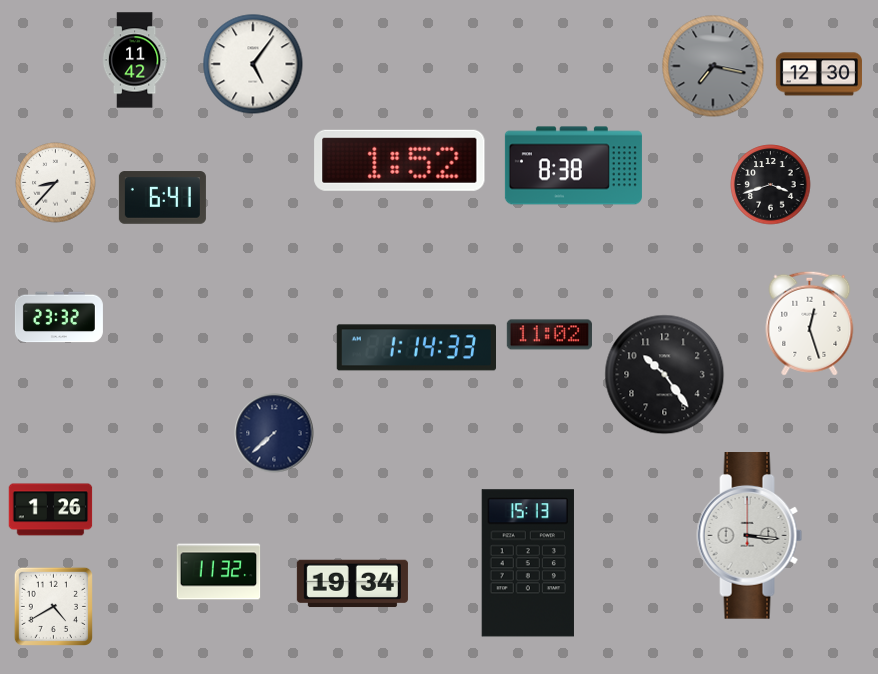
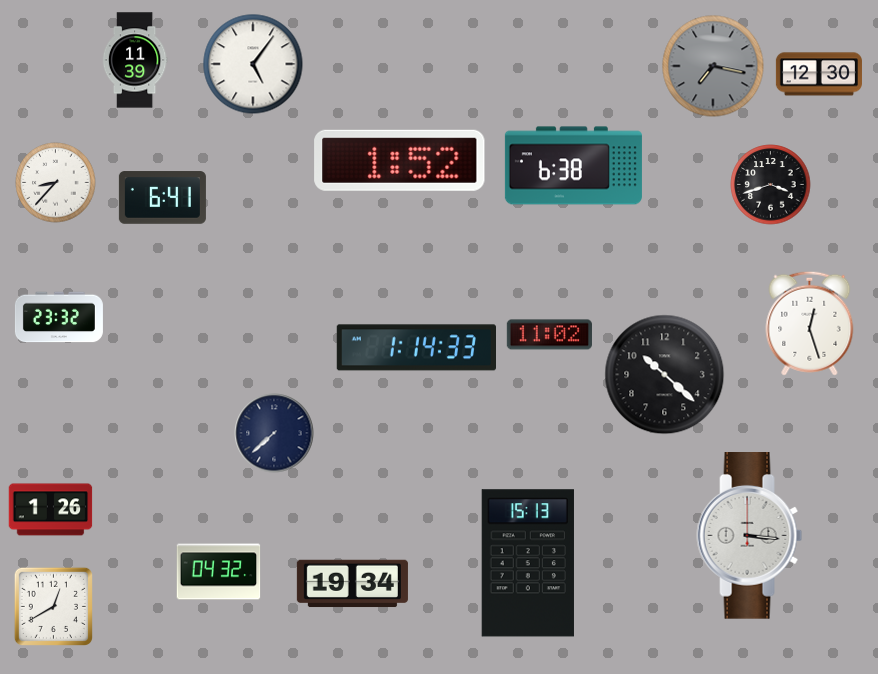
clock at (135, 60): 11:42 -> 11:39
clock at (573, 166): 8:38 -> 6:38
clock at (665, 375): 10:24 -> 10:22
clock at (219, 572): 11:32 -> 04:32
clock at (53, 606): 4:40 -> 12:40
